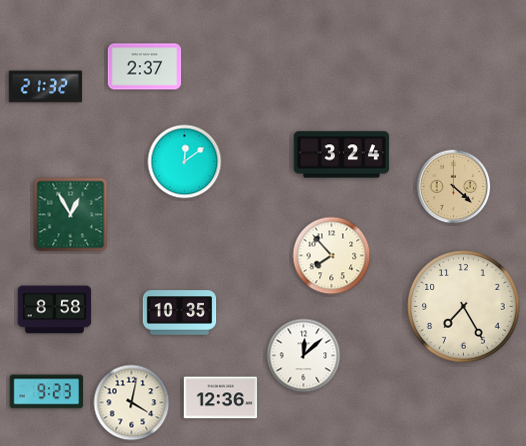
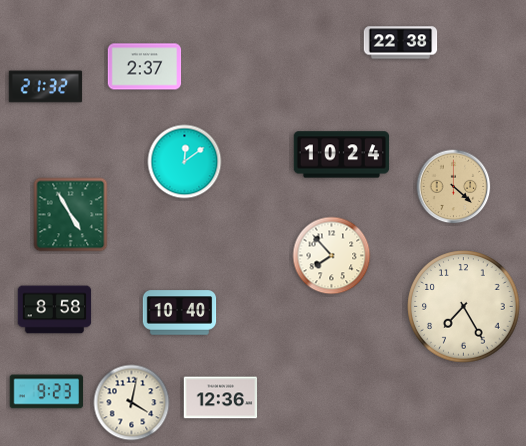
clock at (401, 43): none -> 22:38
clock at (342, 155): 3:24 -> 10:24
clock at (71, 215): 12:55 -> 4:55
clock at (180, 313): 10:35 -> 10:40
clock at (304, 356): 12:08 -> none
